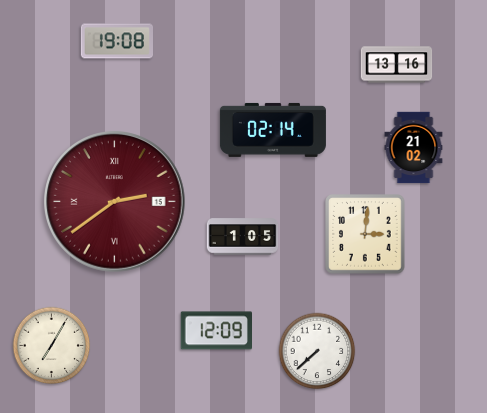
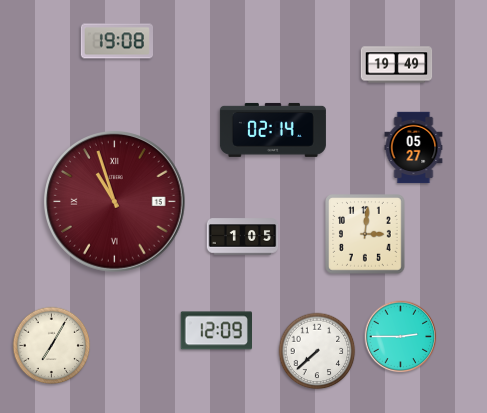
clock at (397, 65): 13:16 -> 19:49
clock at (414, 148): 21:02 -> 05:27
clock at (115, 202): 2:39 -> 10:57
clock at (401, 337): none -> 2:45
